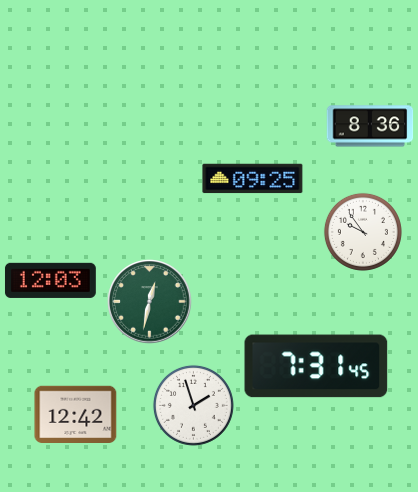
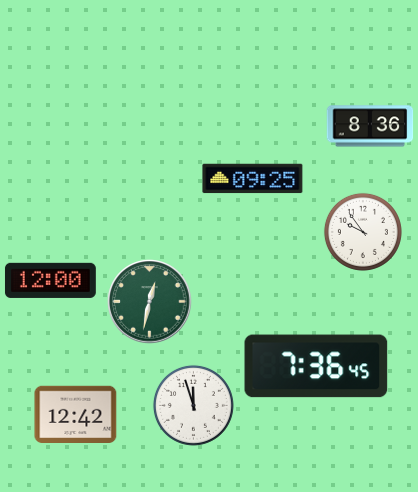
clock at (50, 280): 12:03 -> 12:00
clock at (316, 366): 7:31 -> 7:36
clock at (193, 405): 1:57 -> 11:57
